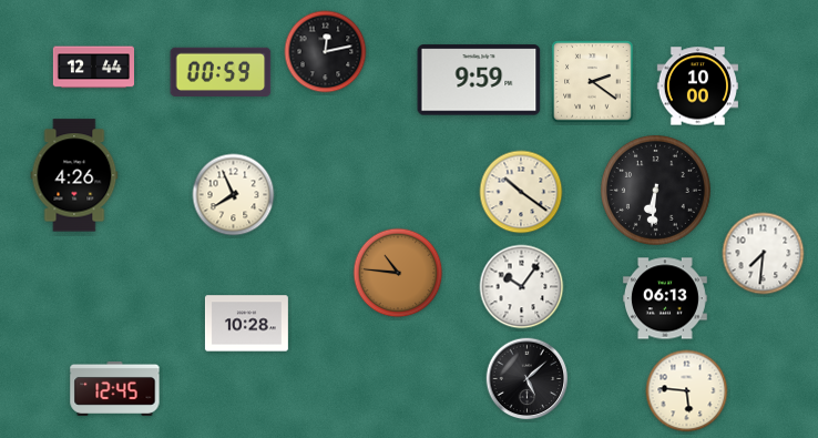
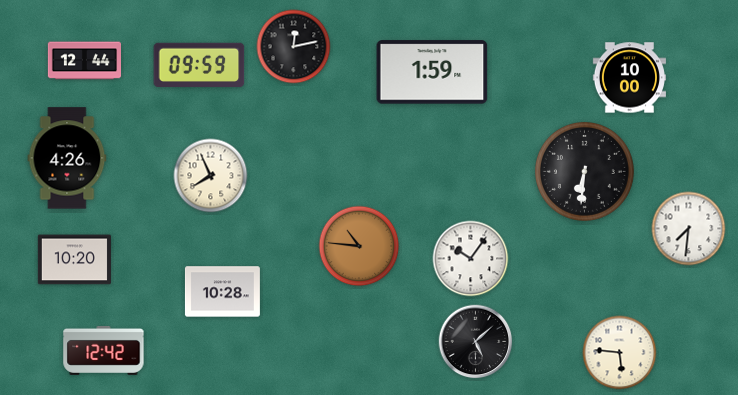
clock at (221, 71): 00:59 -> 09:59
clock at (479, 80): 9:59 -> 1:59
clock at (593, 82): 2:21 -> none
clock at (655, 190) position: (655, 190) -> (584, 171)
clock at (521, 192): 10:21 -> none
clock at (74, 260): none -> 10:20
clock at (665, 298): 06:13 -> none
clock at (115, 388): 12:45 -> 12:42
